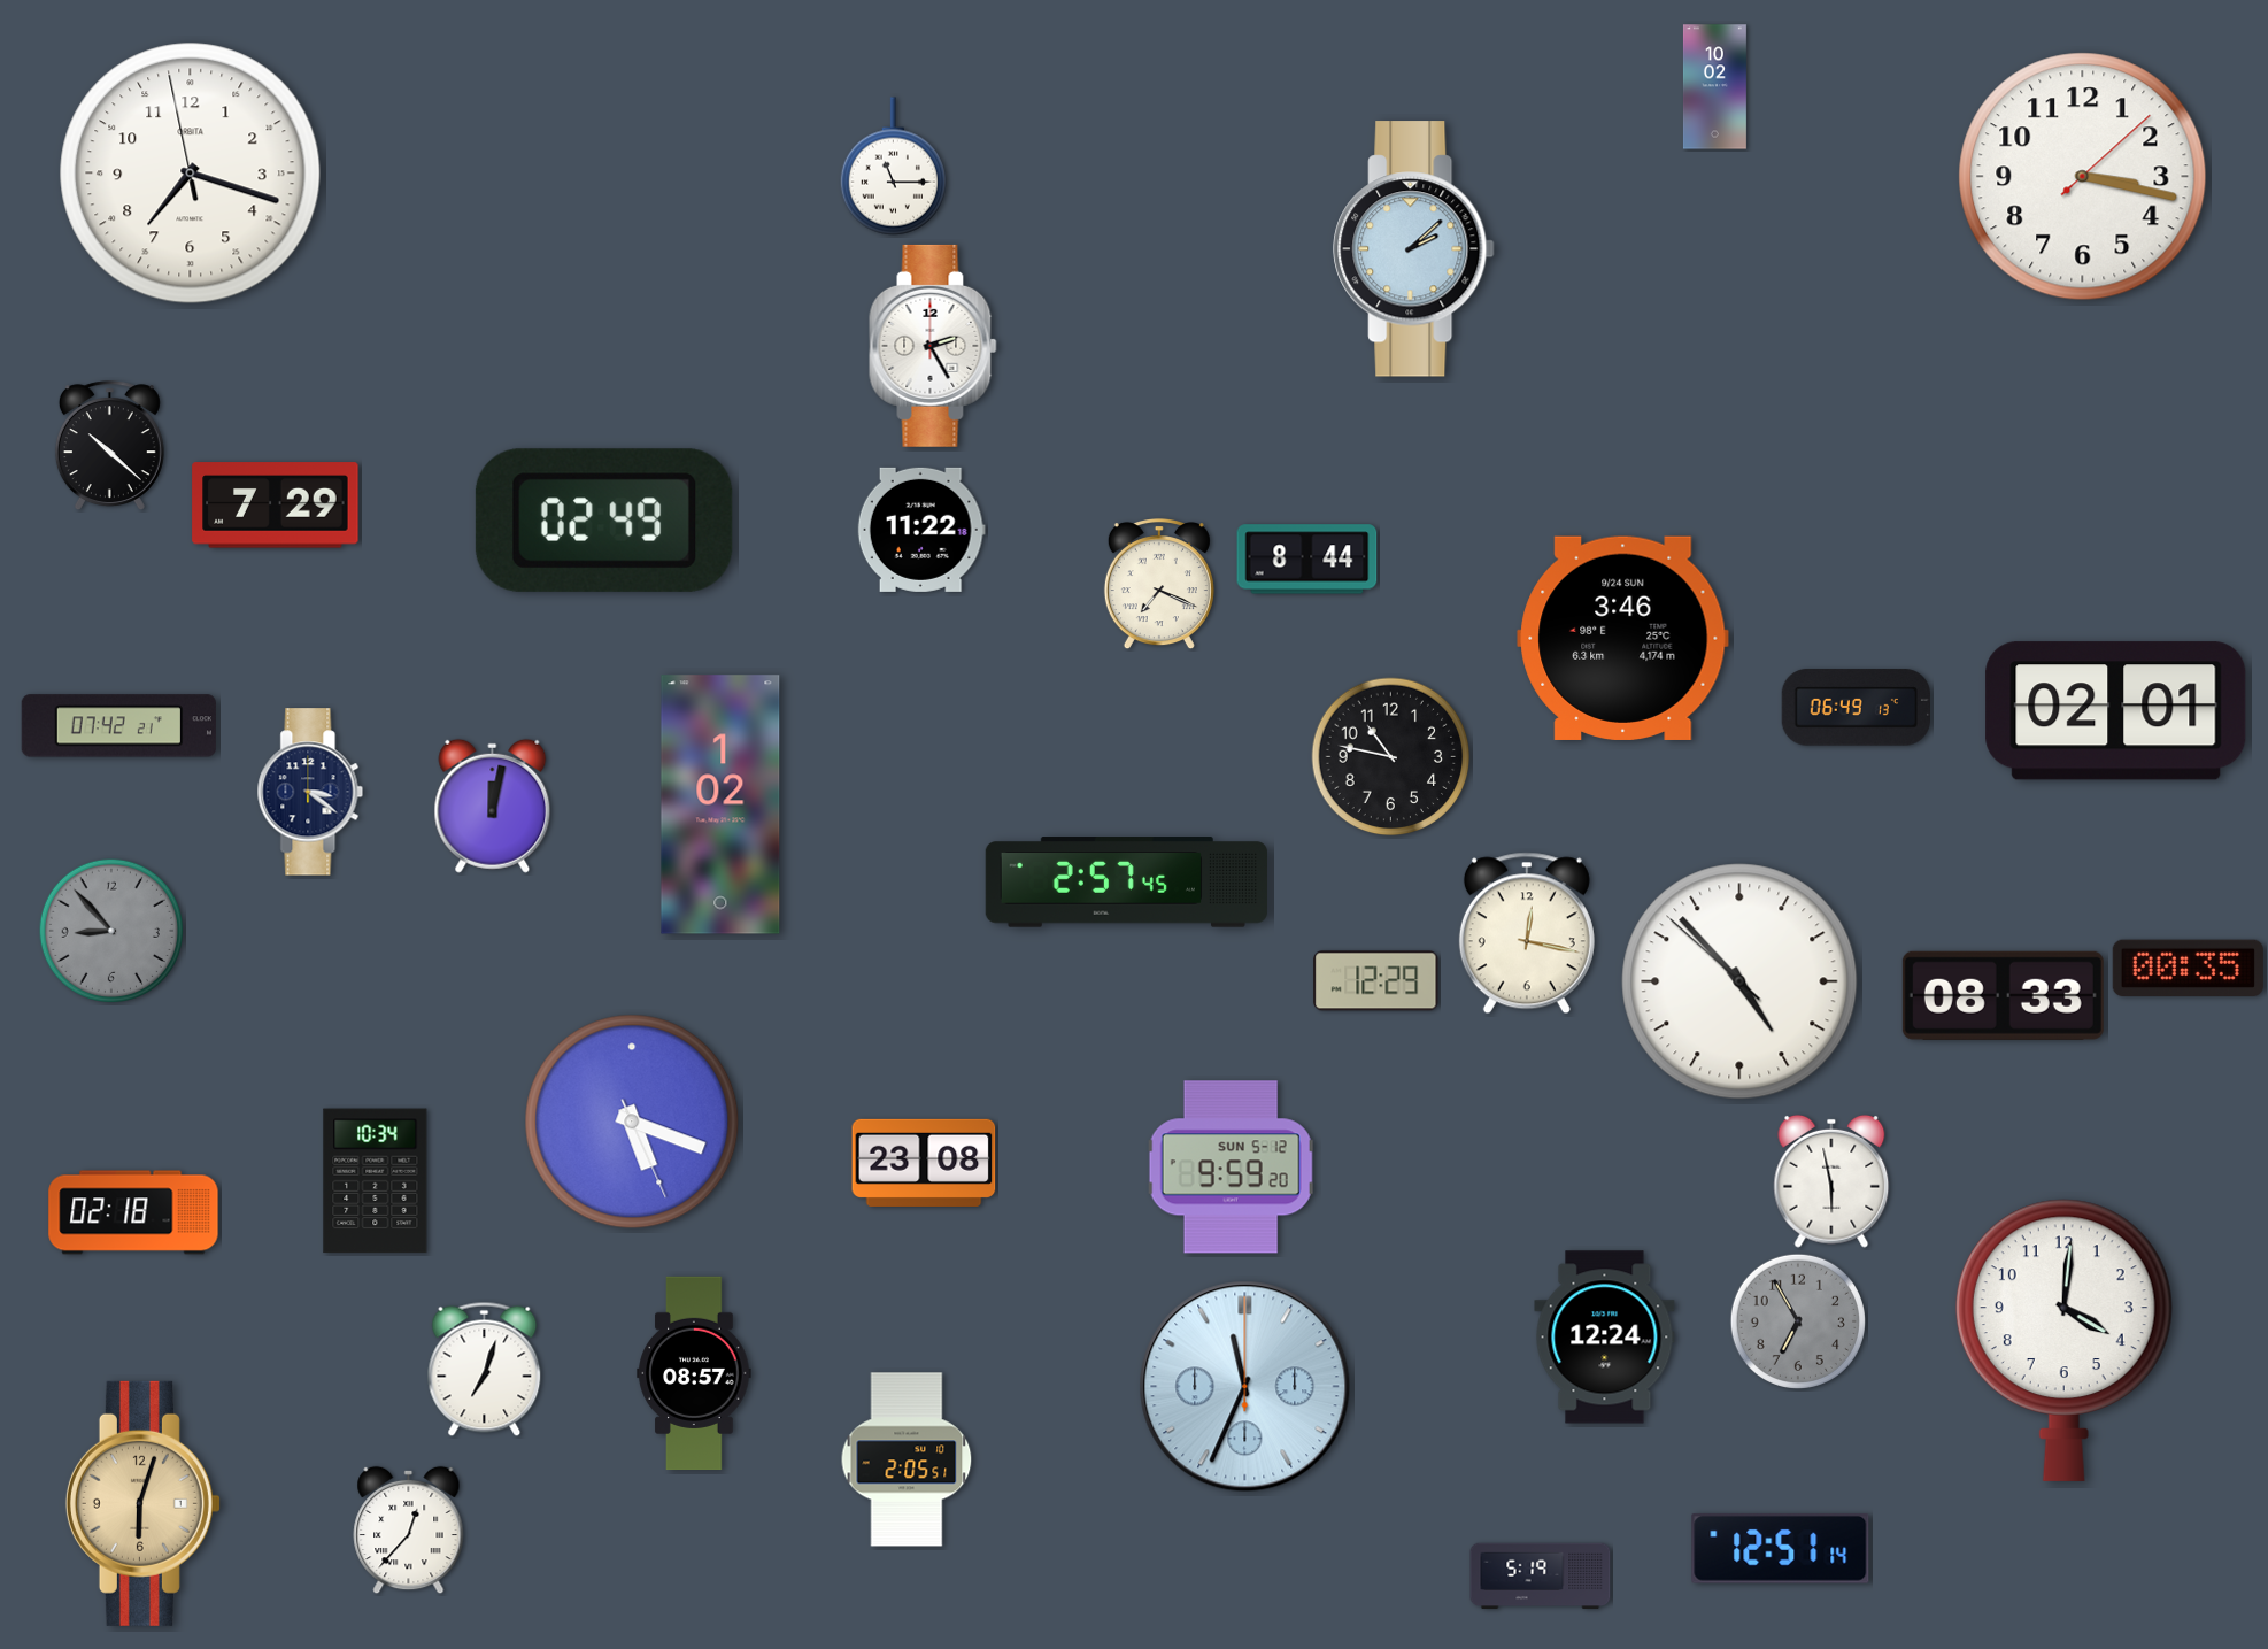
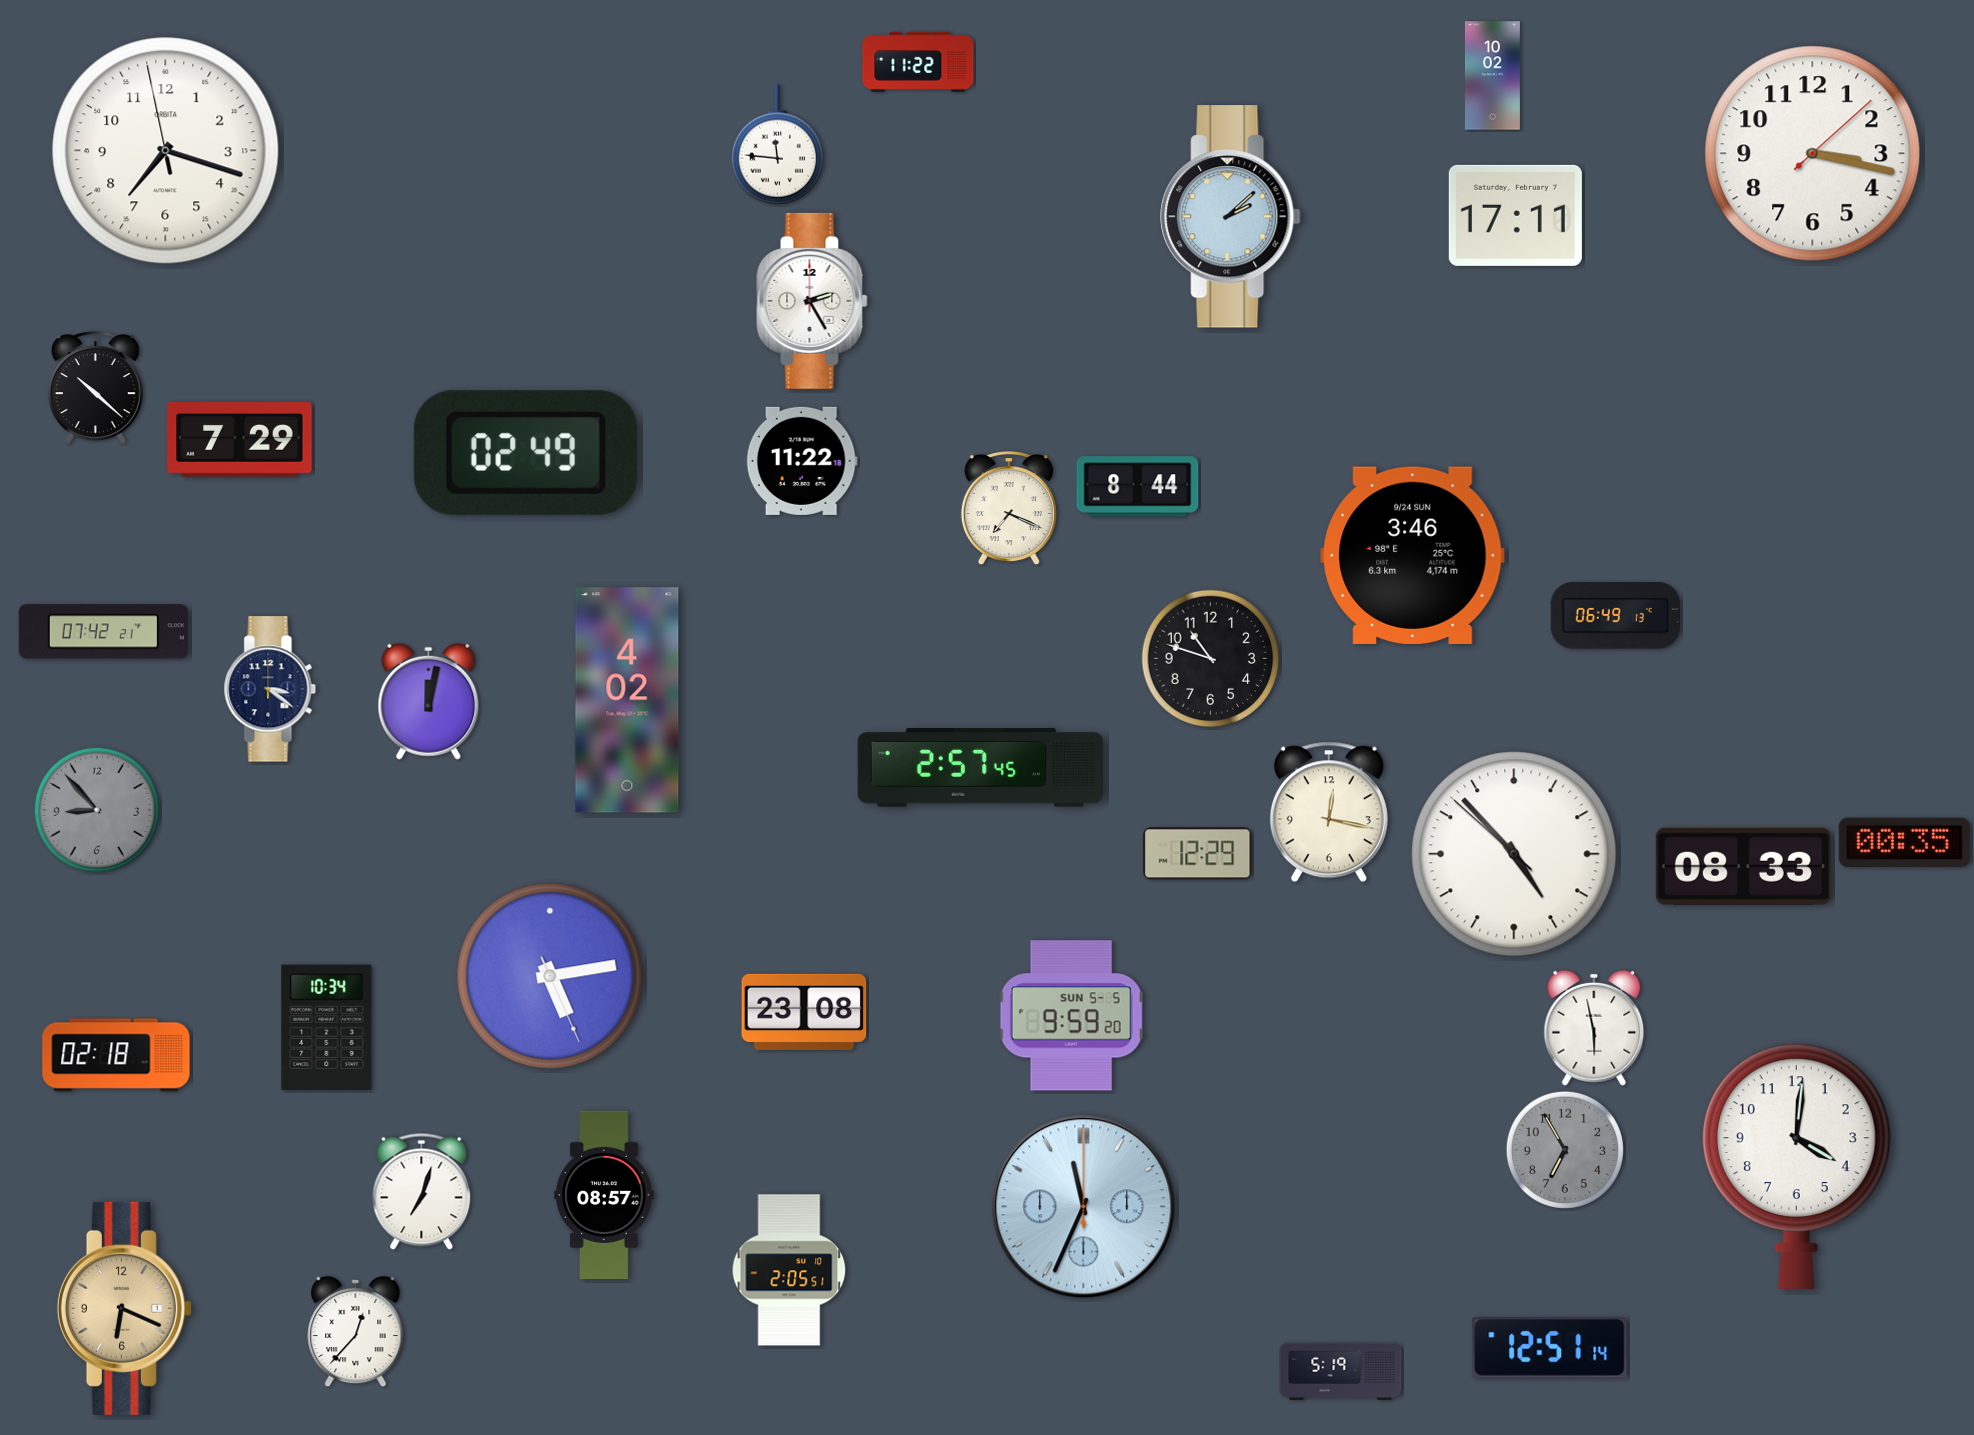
clock at (918, 62): none -> 11:22
clock at (893, 167): 11:15 -> 11:46
clock at (1515, 215): none -> 17:11
clock at (2116, 711): 02:01 -> none
clock at (1391, 757): 10:47 -> 10:48
clock at (720, 804): 1:02 -> 4:02
clock at (632, 1122): 5:18 -> 5:13
clock at (1231, 1168) date: SUN 5-12 -> SUN 5-5
clock at (1605, 1338): 12:24 -> none
clock at (142, 1503): 6:03 -> 6:19
